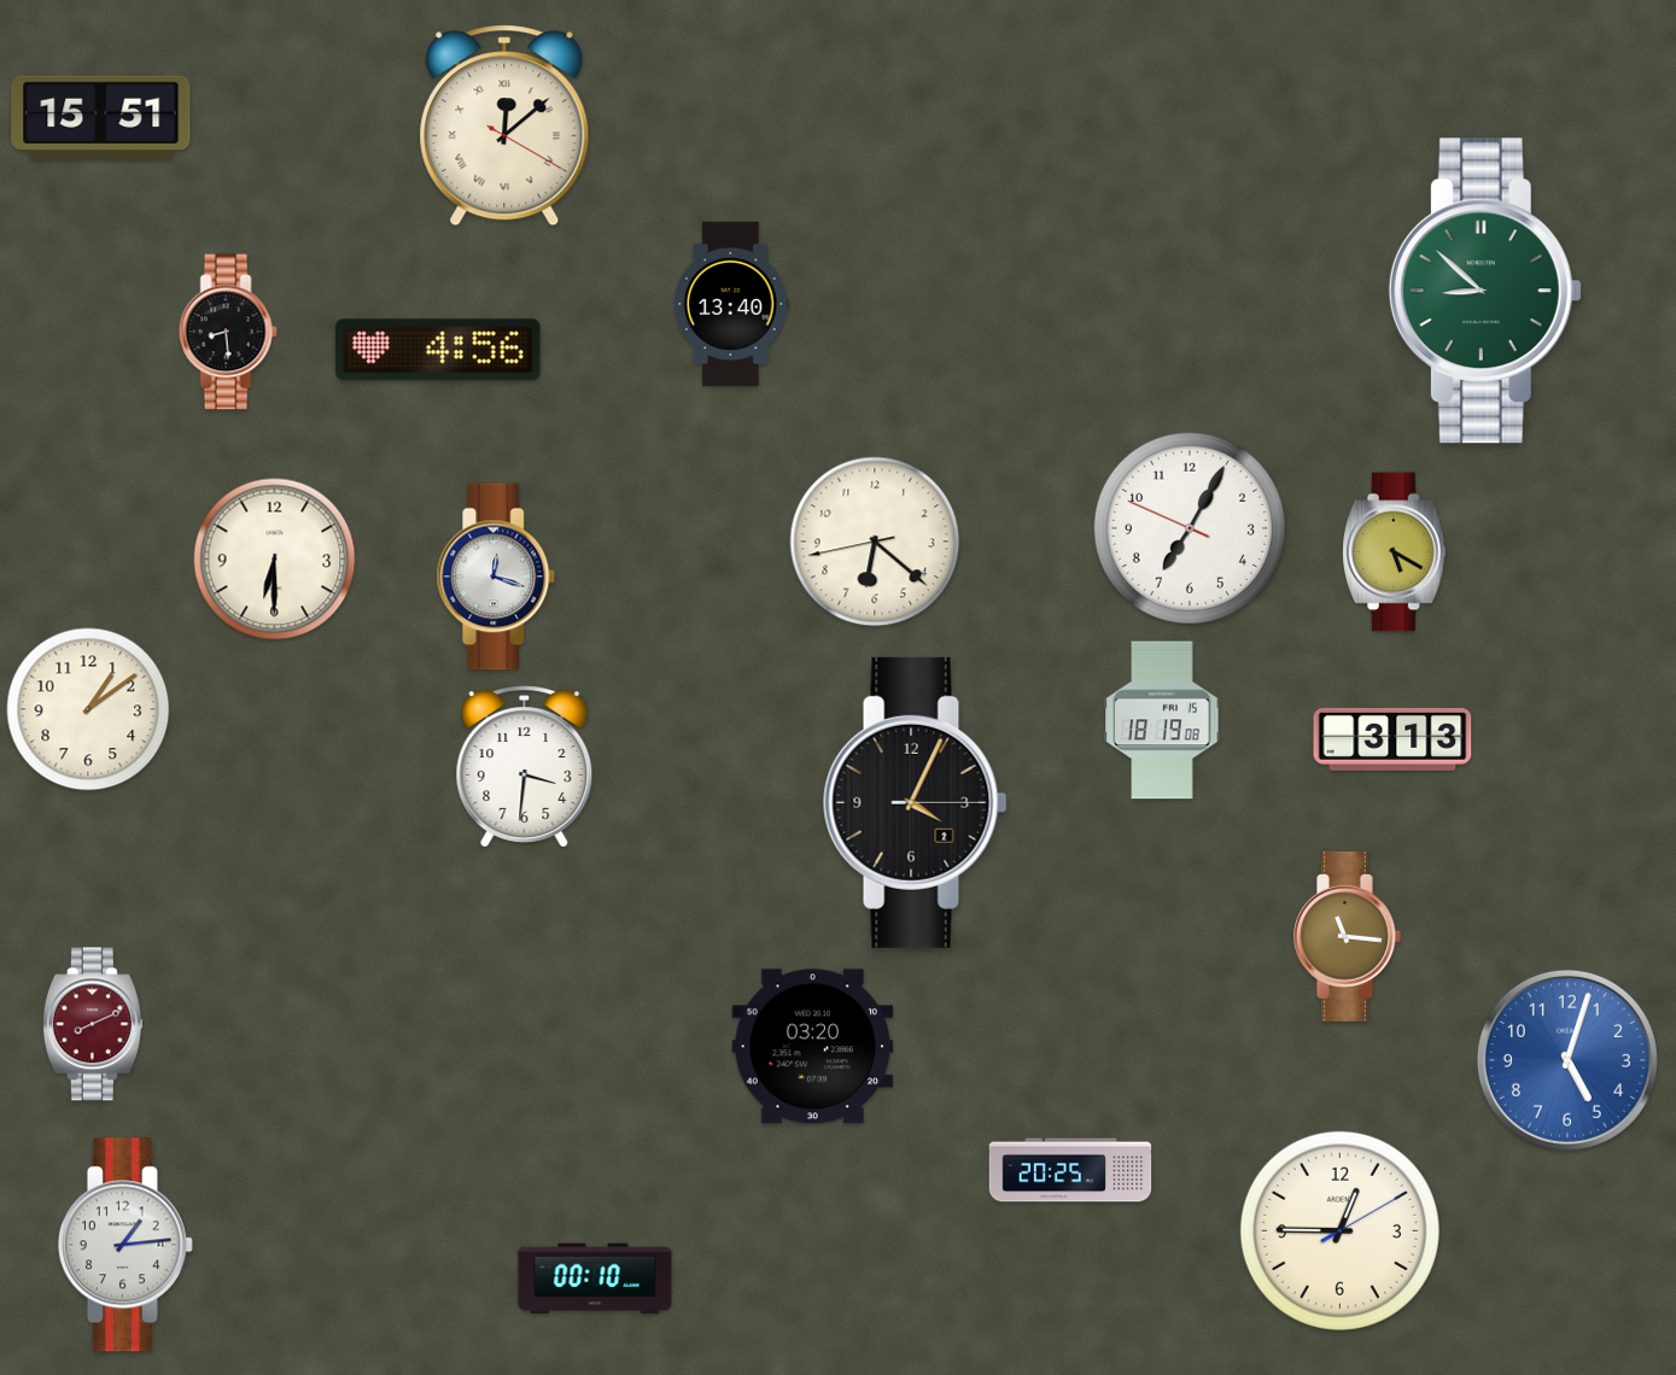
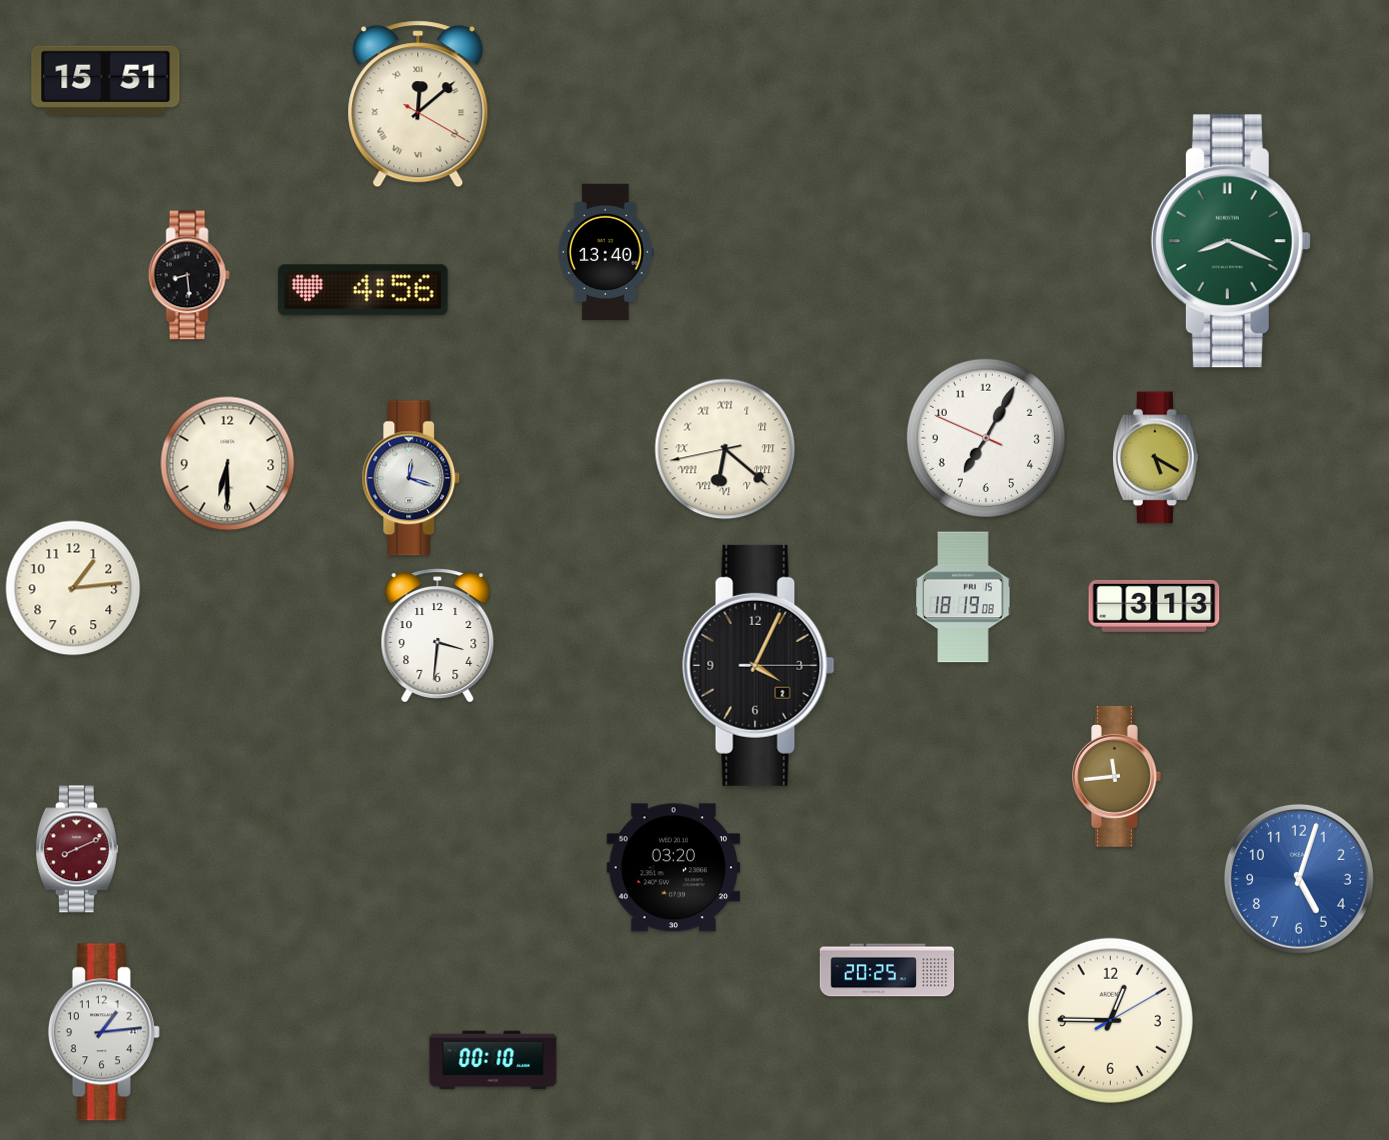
clock at (101, 118) position: (101, 118) -> (106, 81)
clock at (1485, 291): 8:52 -> 8:19
clock at (875, 542) numerals: Arabic -> Roman
clock at (88, 709): 1:09 -> 1:14
clock at (1392, 739) position: (1392, 739) -> (1154, 606)
clock at (525, 767) position: (525, 767) -> (438, 636)
clock at (1348, 936): 11:16 -> 11:44
